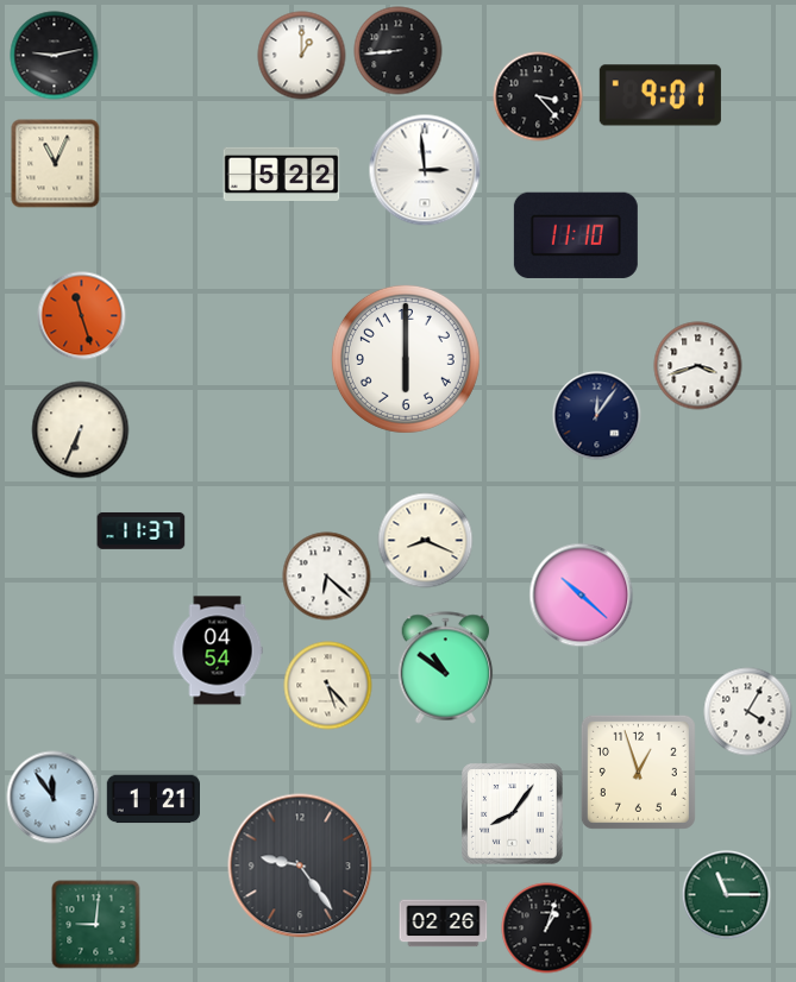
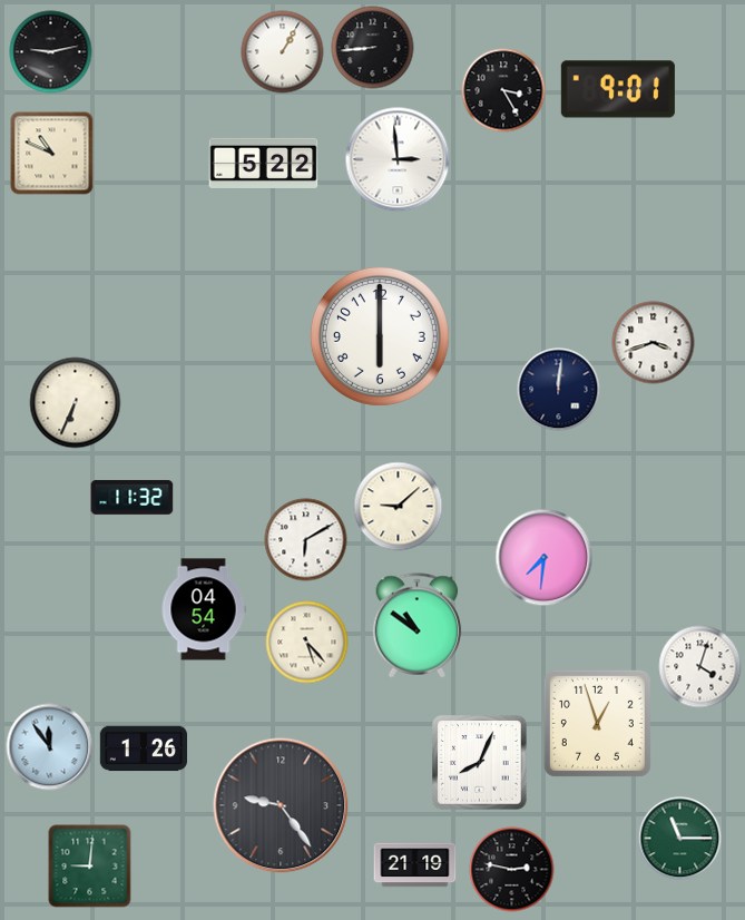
clock at (302, 56): 1:00 -> 1:05
clock at (538, 96): 3:23 -> 3:25
clock at (56, 164): 11:04 -> 10:49
clock at (576, 235): 11:10 -> none
clock at (82, 316): 11:27 -> none
clock at (597, 416): 12:06 -> 12:01
clock at (142, 531): 11:37 -> 11:32
clock at (426, 541): 8:19 -> 9:08
clock at (327, 577): 6:22 -> 6:10
clock at (582, 596): 10:22 -> 7:31
clock at (748, 712): 4:05 -> 4:03
clock at (152, 799): 1:21 -> 1:26
clock at (513, 814): 8:06 -> 8:04
clock at (300, 865) position: (300, 865) -> (281, 805)
clock at (444, 924): 02:26 -> 21:19
clock at (547, 929): 1:03 -> 2:47
